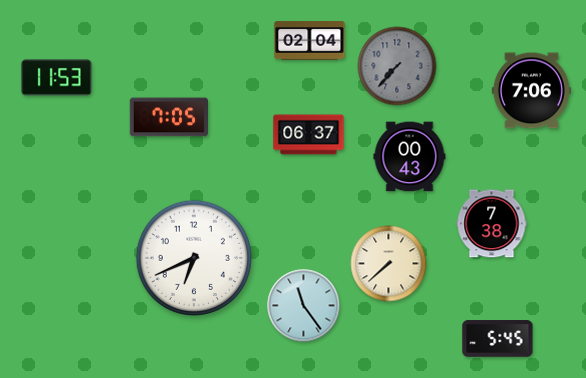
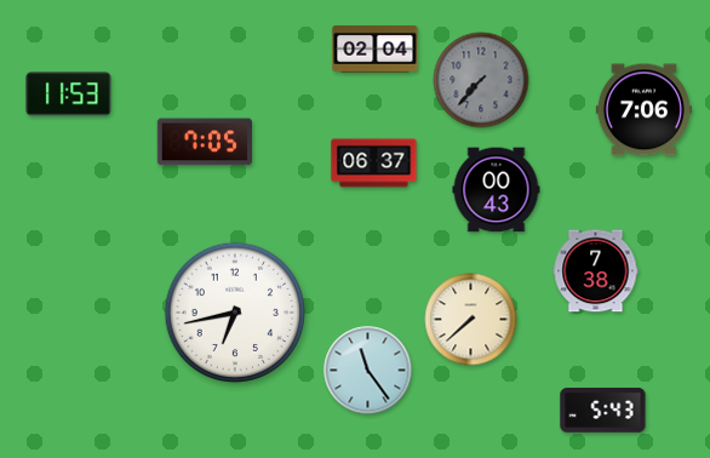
clock at (193, 257): 6:41 -> 6:43
clock at (498, 339): 5:45 -> 5:43
